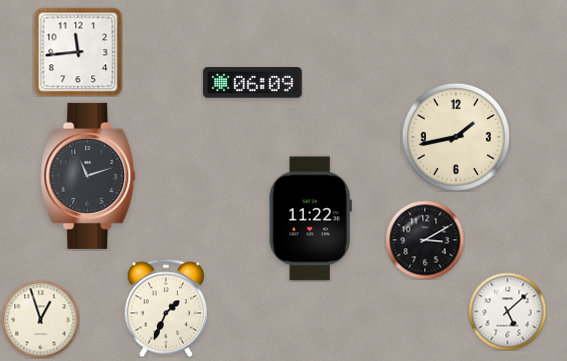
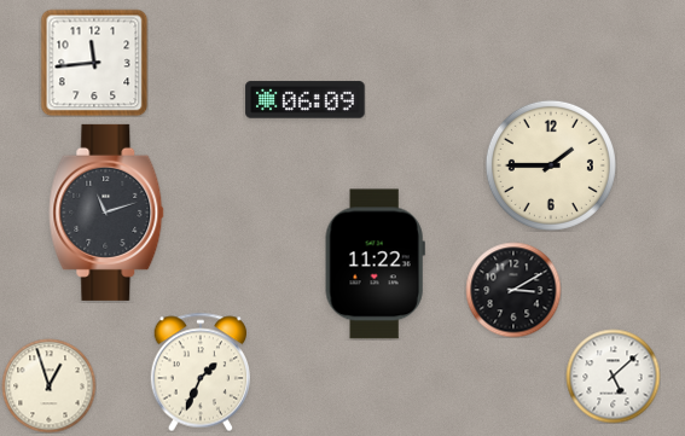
clock at (456, 137): 1:43 -> 1:45
